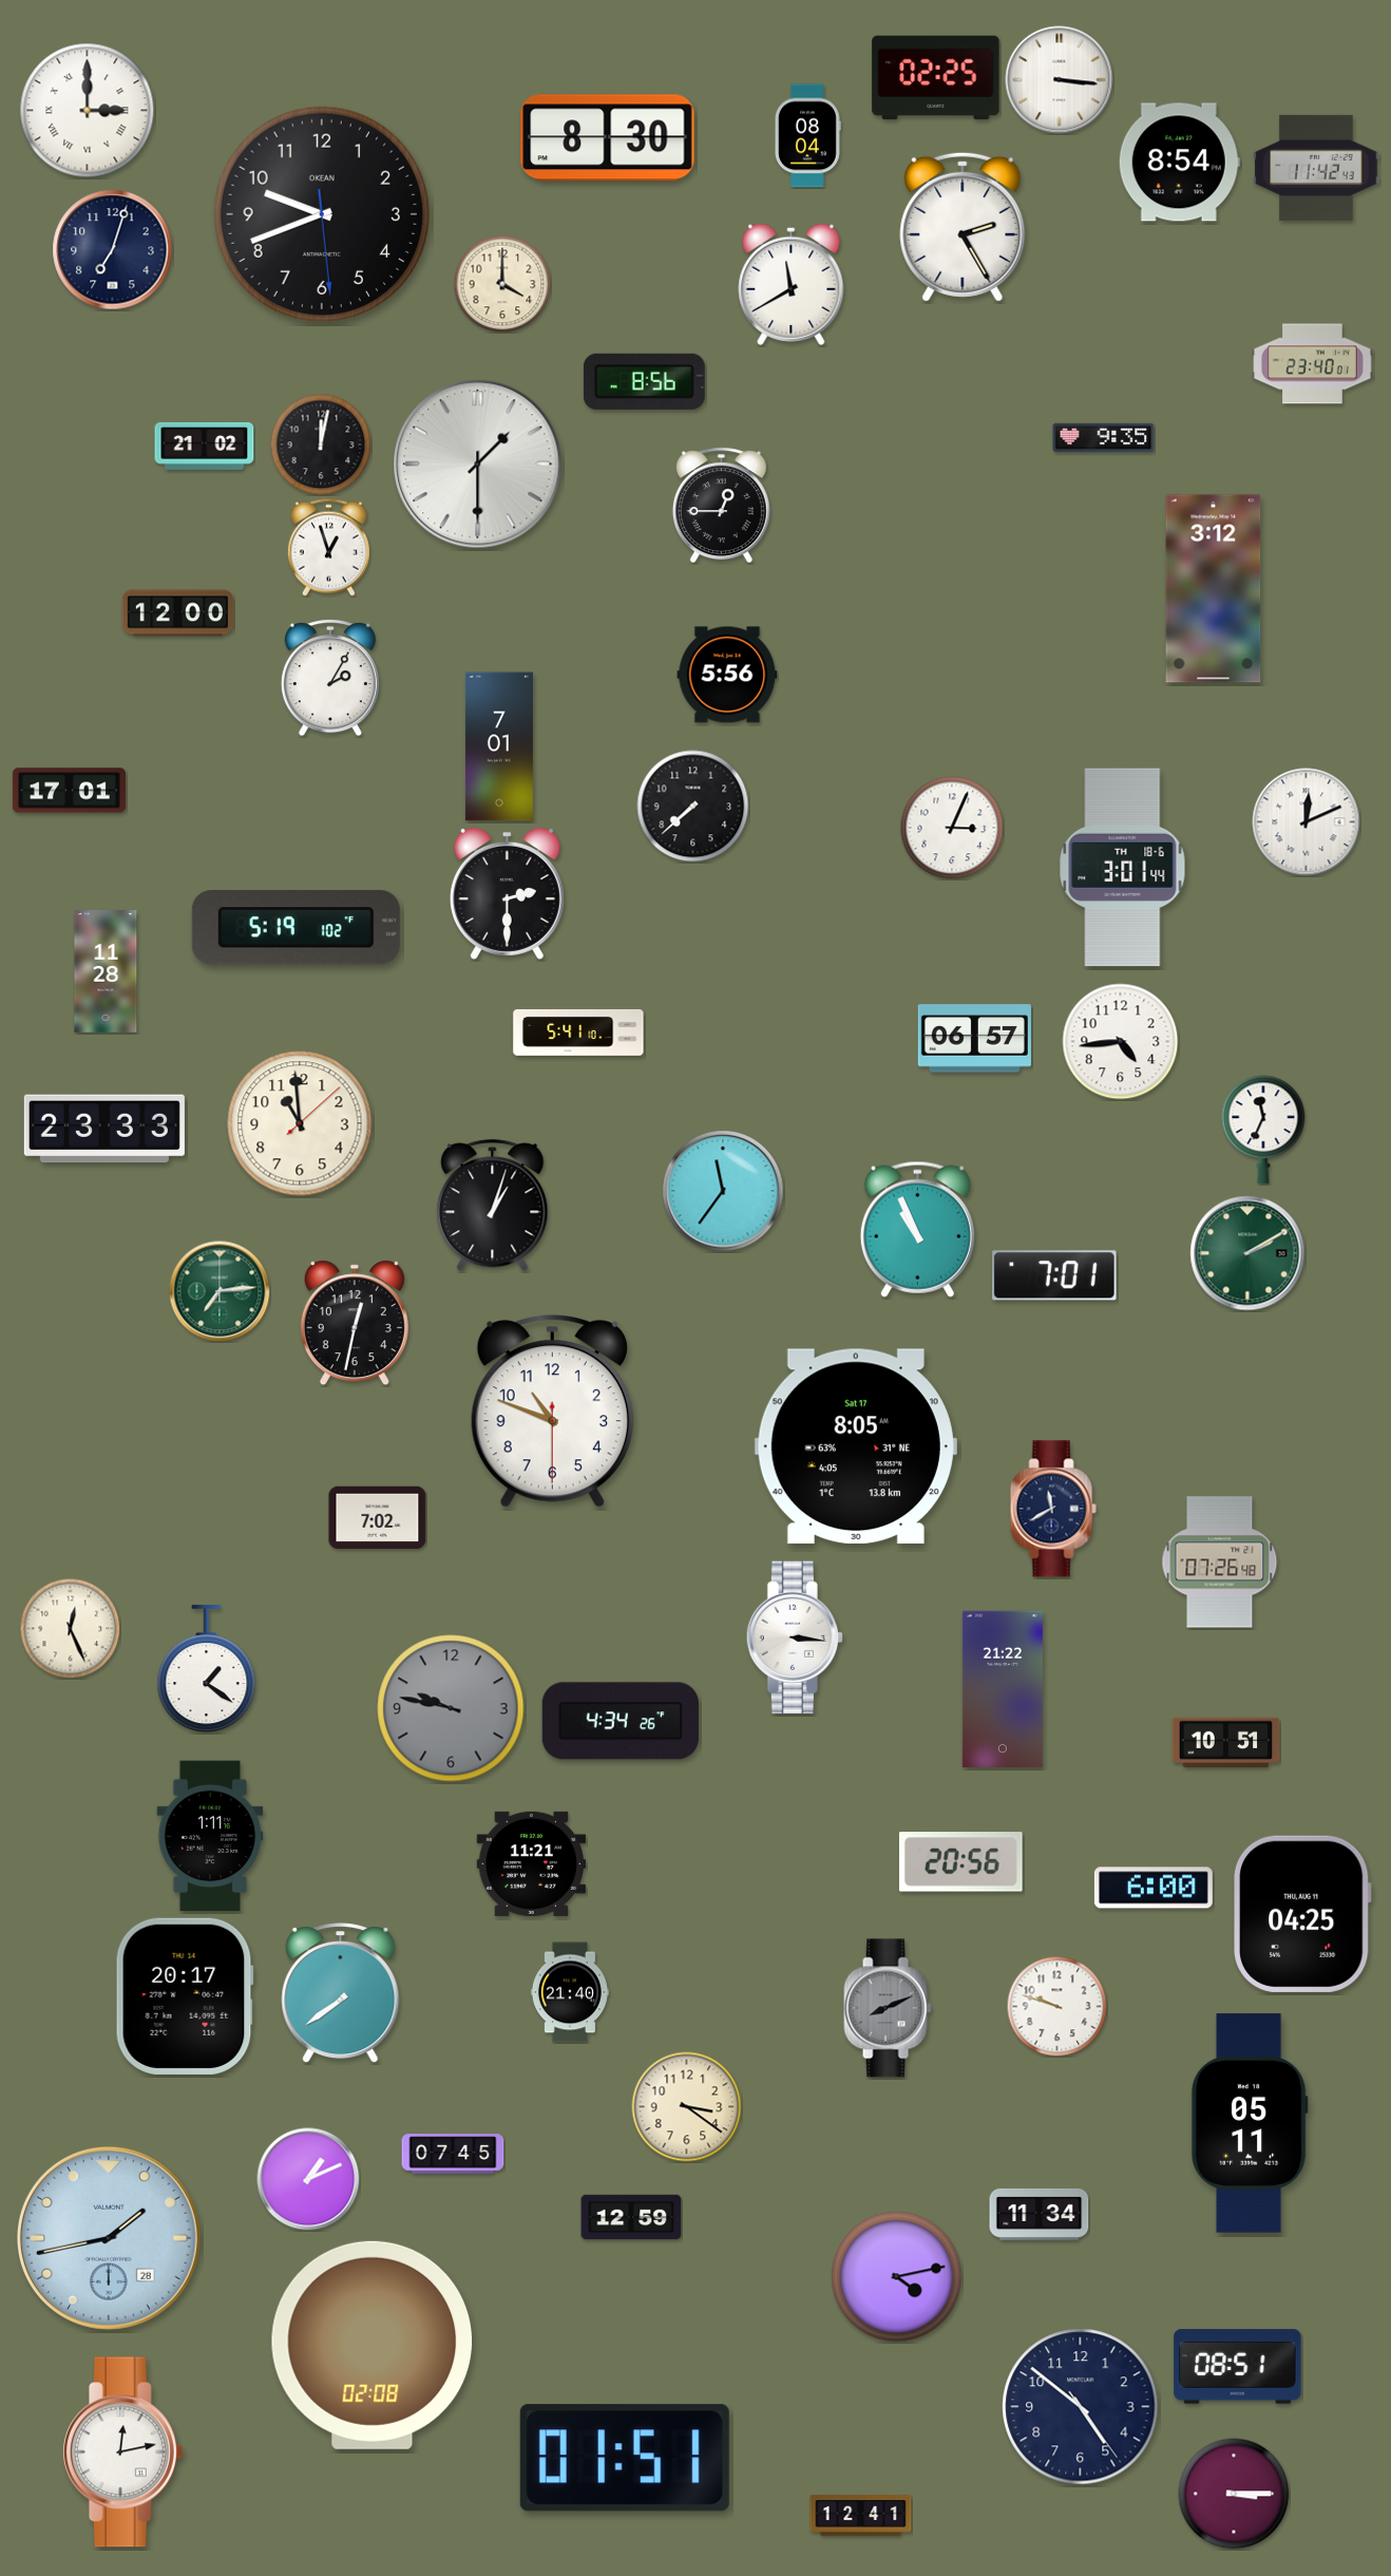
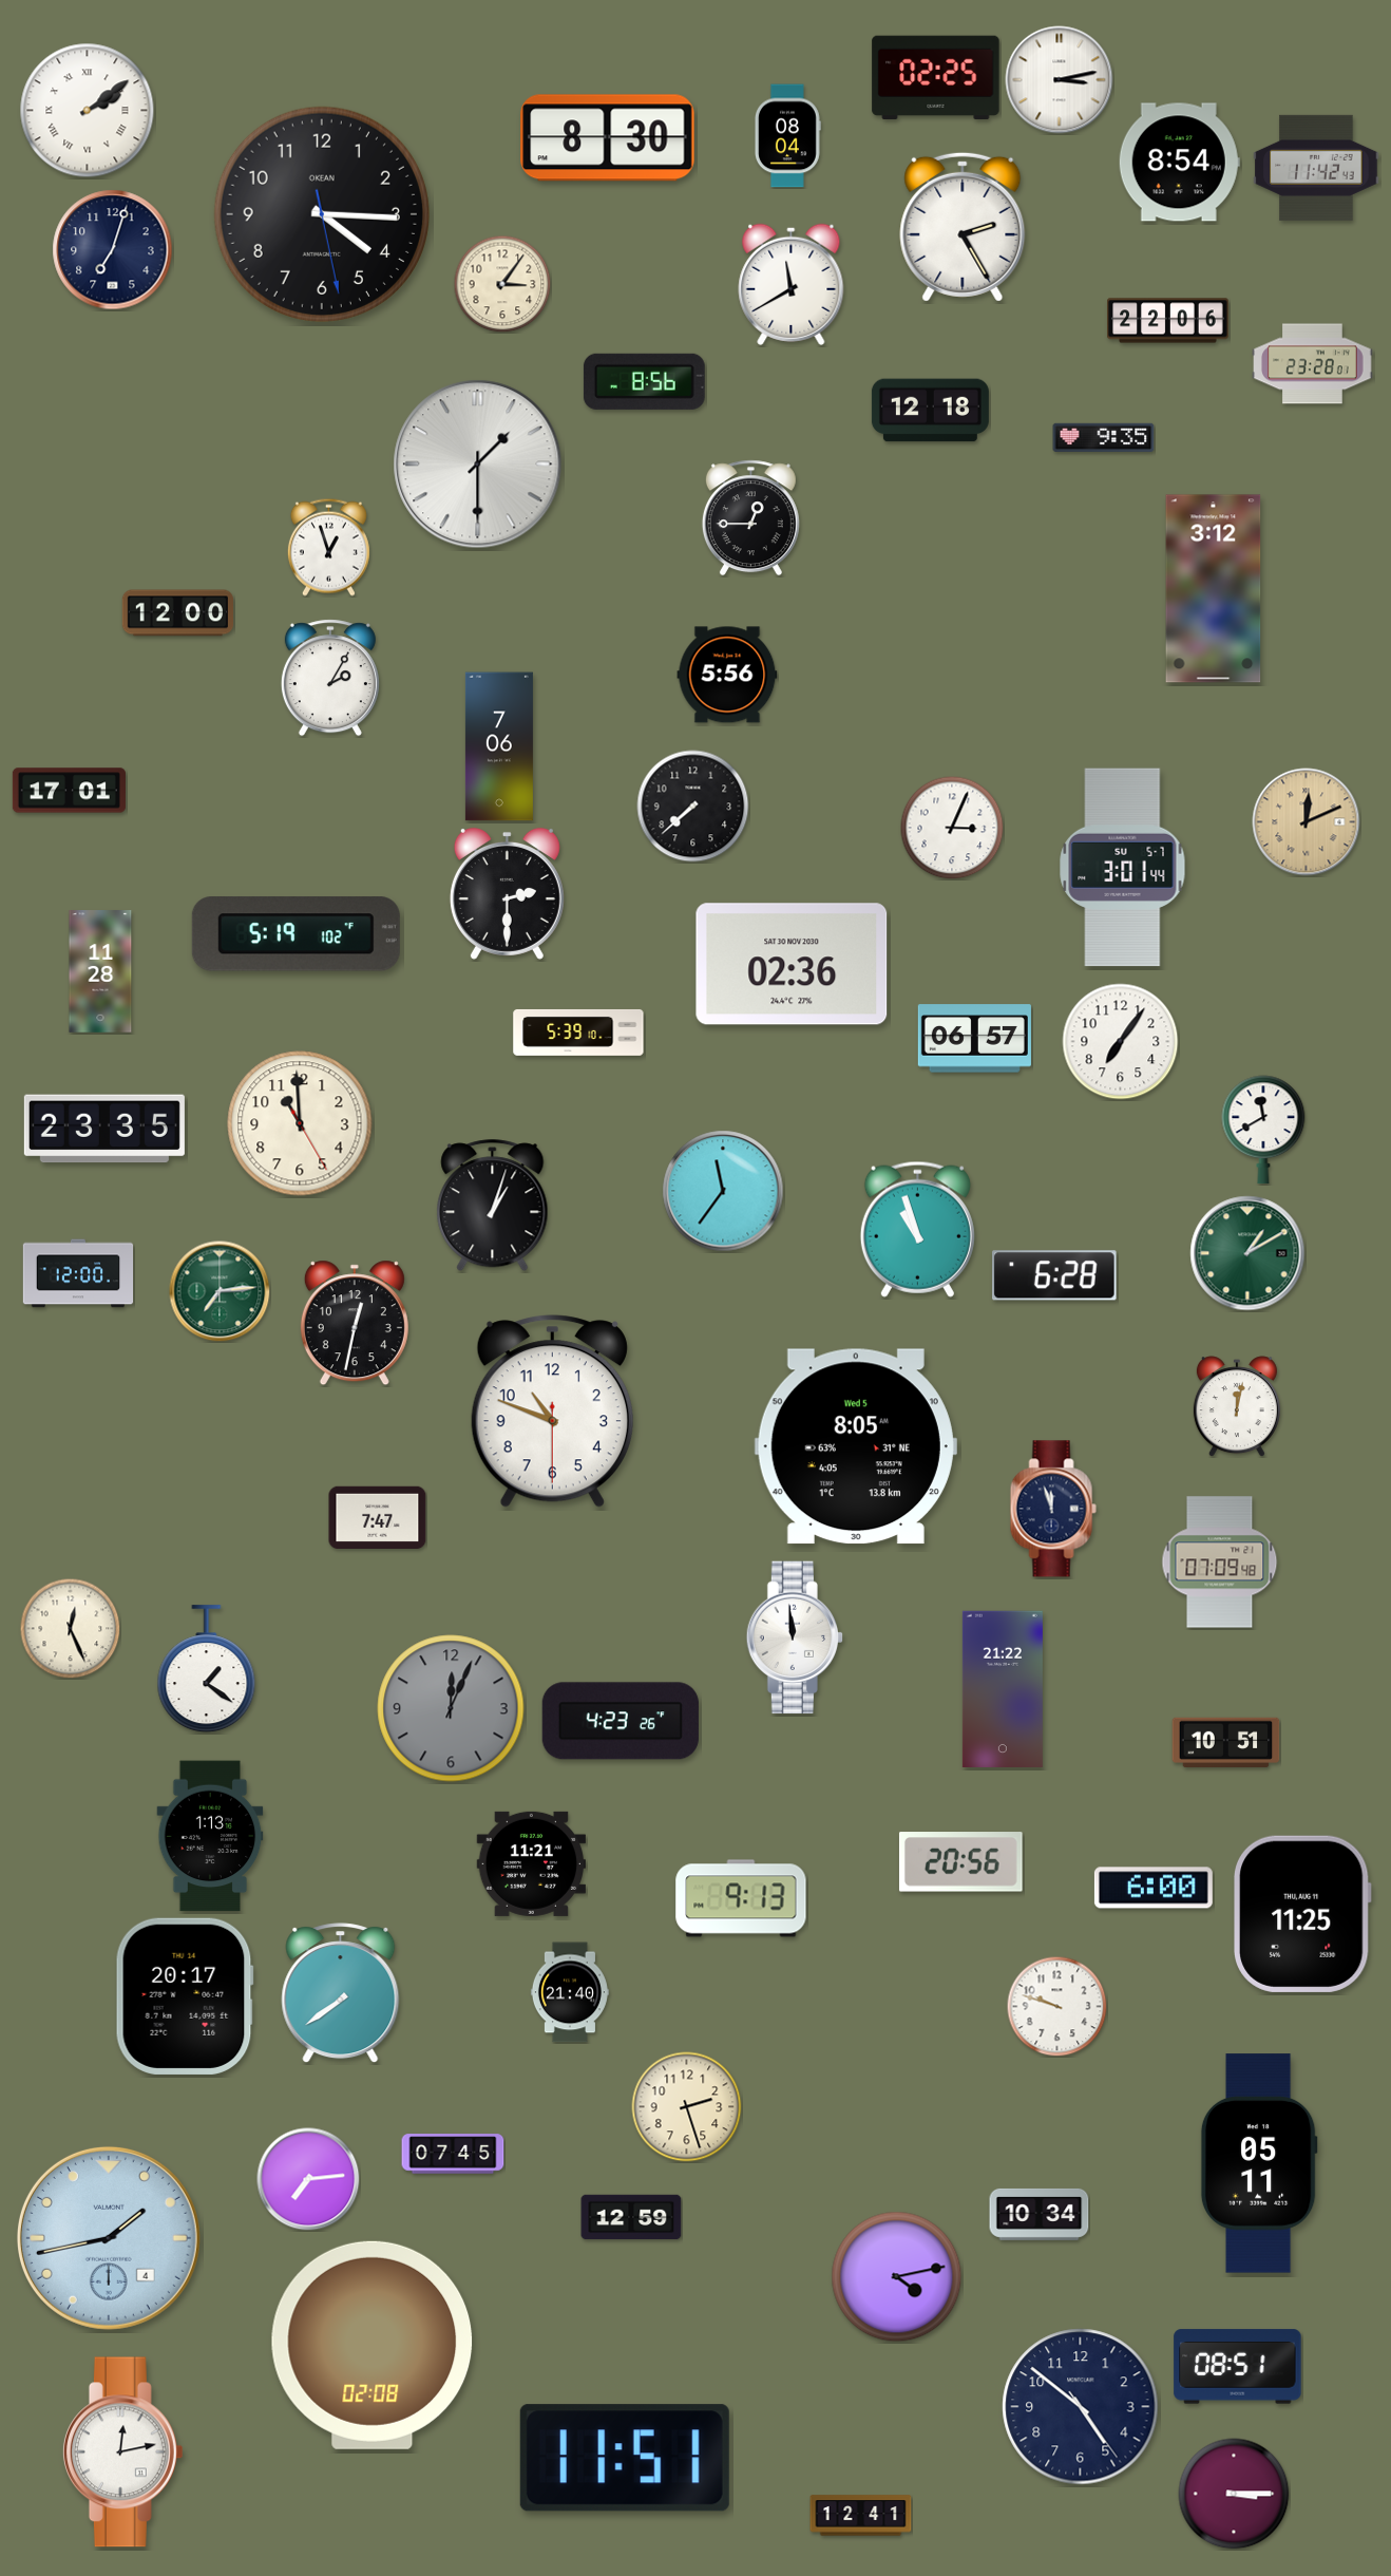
clock at (1060, 80): 3:16 -> 3:13
clock at (88, 111): 3:00 -> 2:09
clock at (808, 136) position: (808, 136) -> (788, 136)
clock at (322, 214): 9:41 -> 4:15
clock at (502, 284): 4:00 -> 3:06
clock at (1168, 321): none -> 22:06
clock at (1313, 364): 23:40 -> 23:28
clock at (930, 411): none -> 12:18
clock at (321, 444): 12:02 -> none
clock at (205, 446): 21:02 -> none
clock at (721, 506) position: (721, 506) -> (750, 518)
clock at (499, 746): 7:01 -> 7:06
clock at (1307, 822) dial: white -> champagne
clock at (1123, 868) date: TH 18-6 -> SU 5-7
clock at (296, 928) position: (296, 928) -> (296, 934)
clock at (792, 964): none -> 02:36
clock at (106, 971) position: (106, 971) -> (100, 971)
clock at (578, 1033): 5:41 -> 5:39
clock at (1121, 1042): 4:44 -> 7:06
clock at (300, 1123): 10:59:08 -> 10:59:25
clock at (104, 1129): 23:33 -> 23:35
clock at (1263, 1130): 11:34 -> 11:40
clock at (917, 1229): 10:56 -> 10:57
clock at (1247, 1253): 2:10 -> 1:10
clock at (78, 1273): none -> 12:00
clock at (1055, 1275): 7:01 -> 6:28
clock at (1237, 1406): none -> 12:02
clock at (856, 1446) date: Sat 17 -> Wed 5
clock at (1053, 1509): 11:40 -> 11:57
clock at (378, 1517): 7:02 -> 7:47
clock at (1220, 1562): 07:26 -> 07:09
clock at (795, 1637): 3:16 -> 11:59
clock at (451, 1708): 9:47 -> 12:04
clock at (621, 1721): 4:34 -> 4:23
clock at (210, 1836): 1:11 -> 1:13
clock at (741, 1898): none -> 9:13
clock at (1303, 1914): 04:25 -> 11:25
clock at (888, 2008): 8:11 -> none
clock at (687, 2107): 3:21 -> 2:27
clock at (1250, 2123) position: (1250, 2123) -> (1259, 2163)
clock at (308, 2179): 1:11 -> 7:14
clock at (1040, 2214): 11:34 -> 10:34
clock at (109, 2238) date: 28 -> 4
clock at (625, 2458): 01:51 -> 11:51
